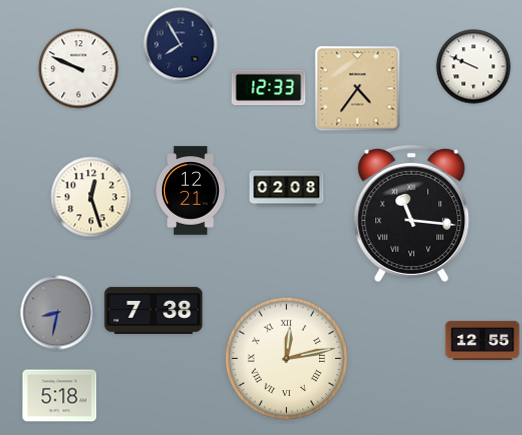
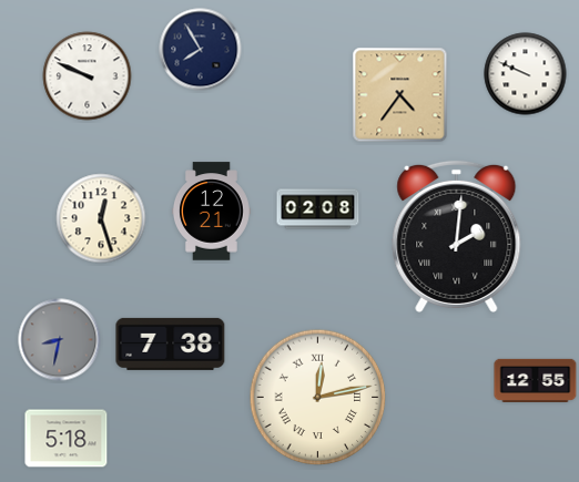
clock at (269, 88): 12:33 -> none
clock at (358, 89) position: (358, 89) -> (400, 95)
clock at (412, 213): 11:16 -> 2:01
clock at (58, 313) position: (58, 313) -> (60, 340)
clock at (483, 340) position: (483, 340) -> (536, 380)
